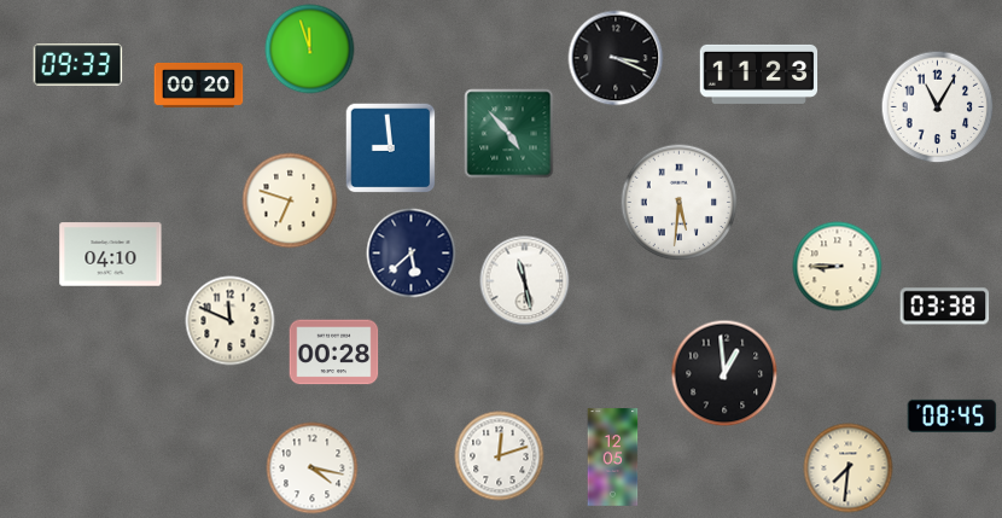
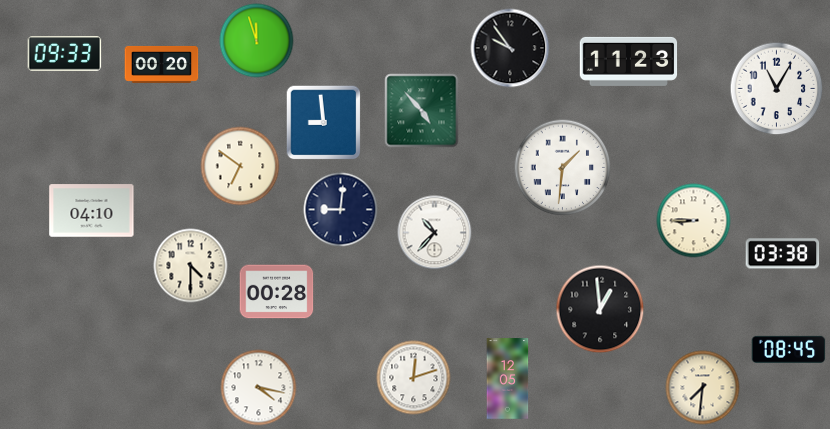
clock at (616, 58): 3:19 -> 9:54
clock at (199, 85) position: (199, 85) -> (162, 64)
clock at (290, 200): 6:48 -> 6:51
clock at (680, 203): 5:31 -> 1:31
clock at (412, 254): 5:38 -> 9:01
clock at (525, 281): 11:28 -> 10:37
clock at (231, 321): 11:49 -> 4:30
clock at (953, 415) position: (953, 415) -> (789, 349)
